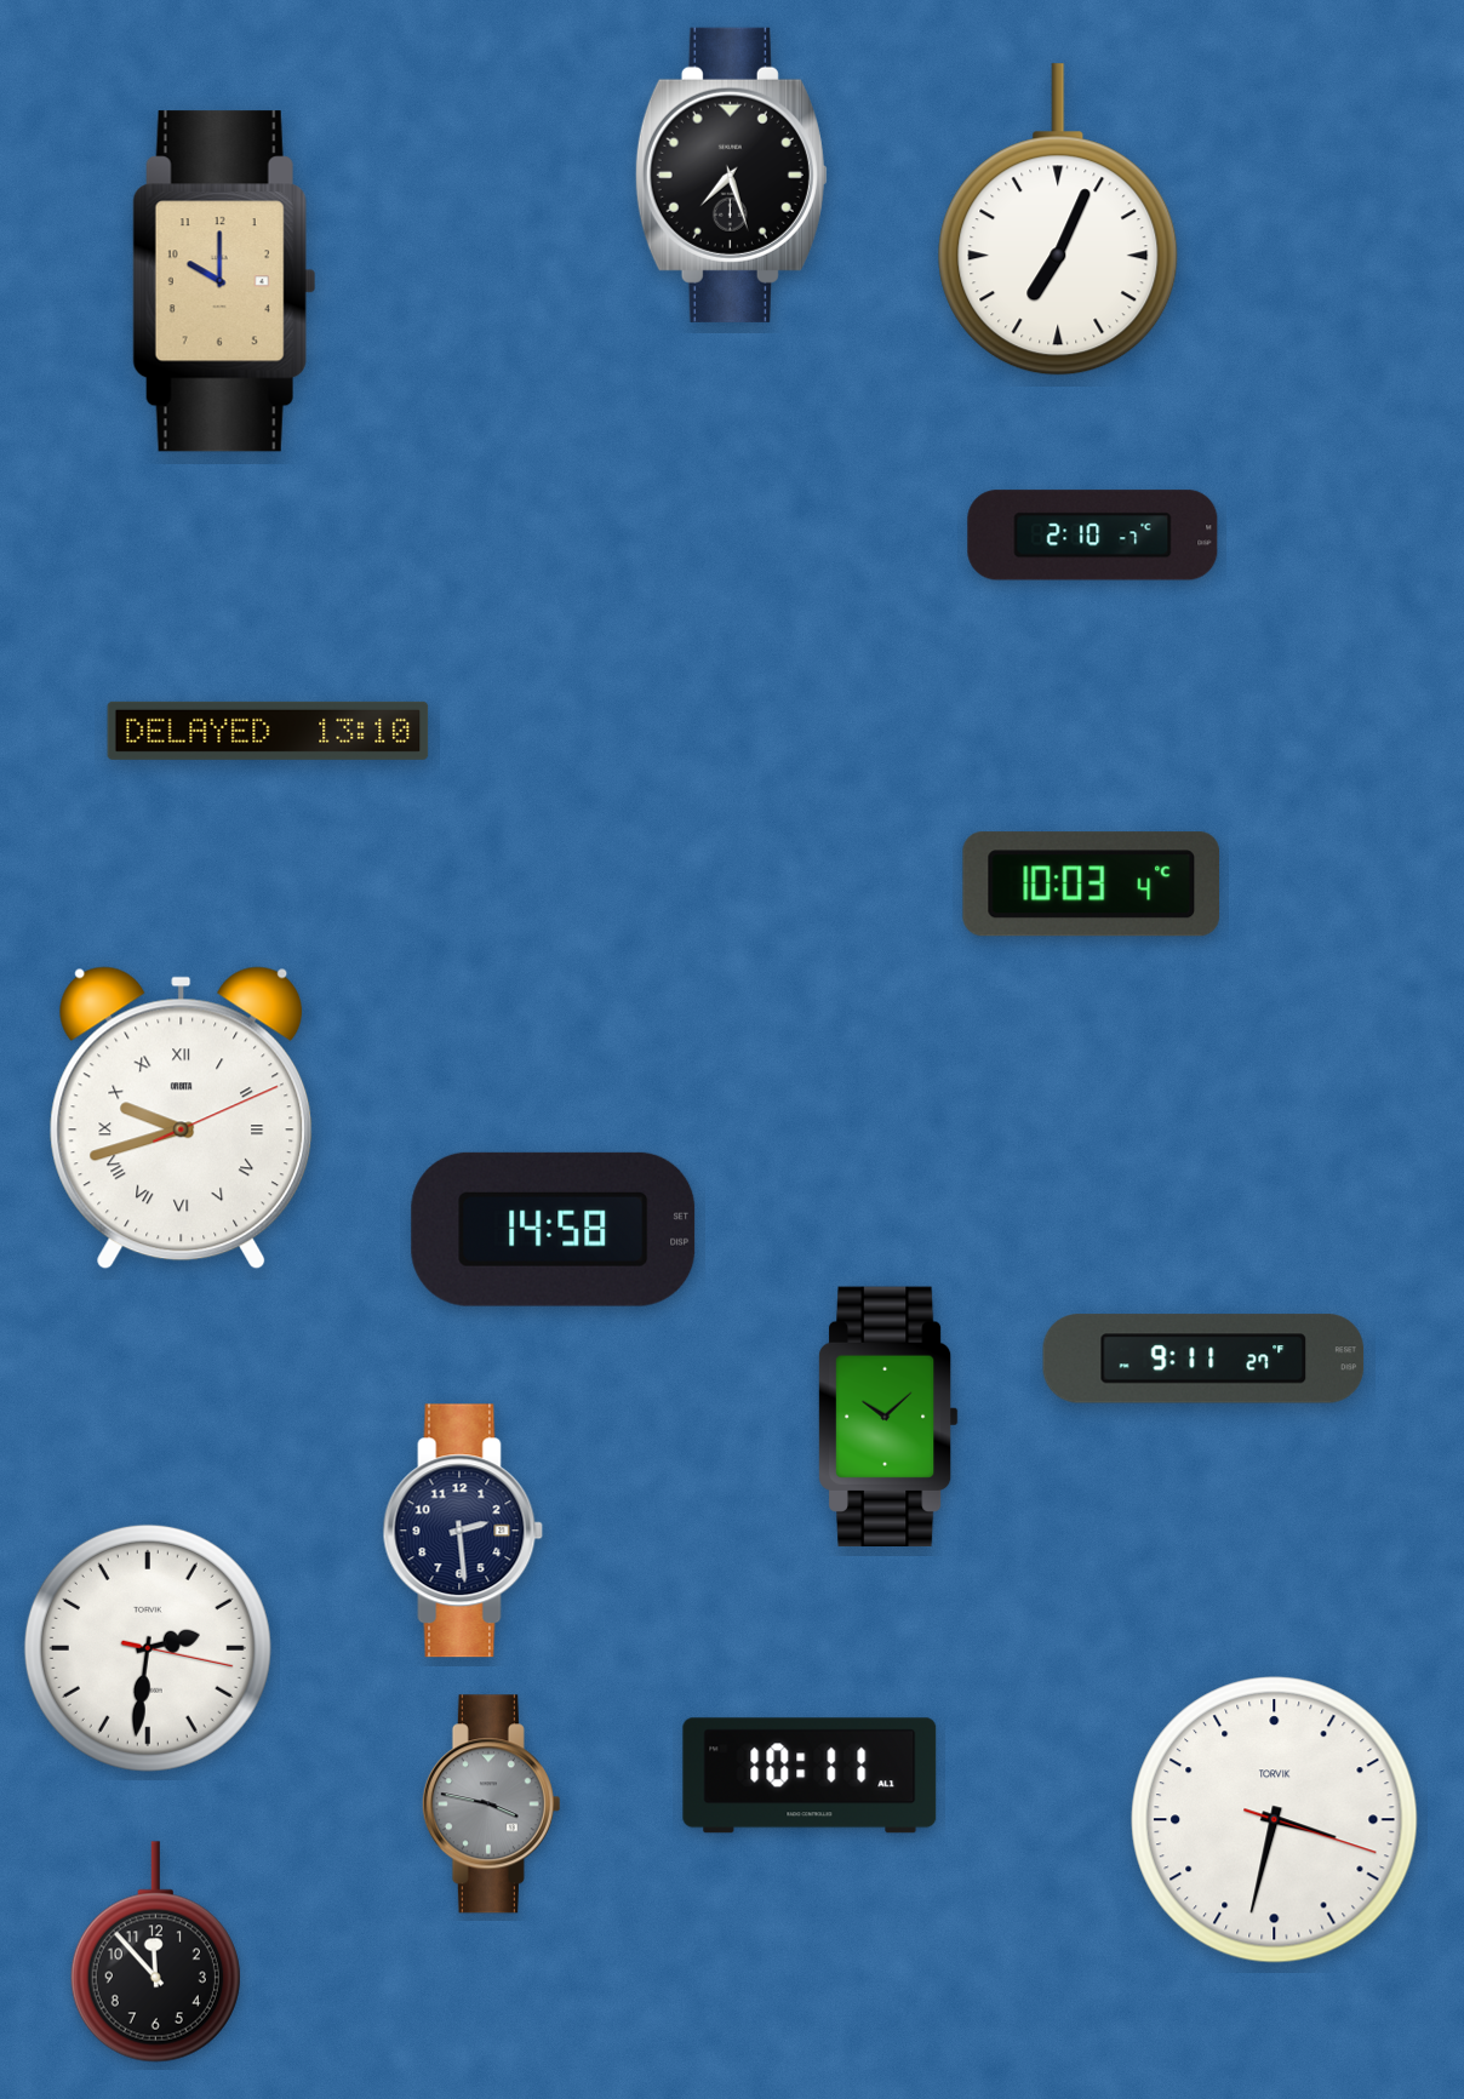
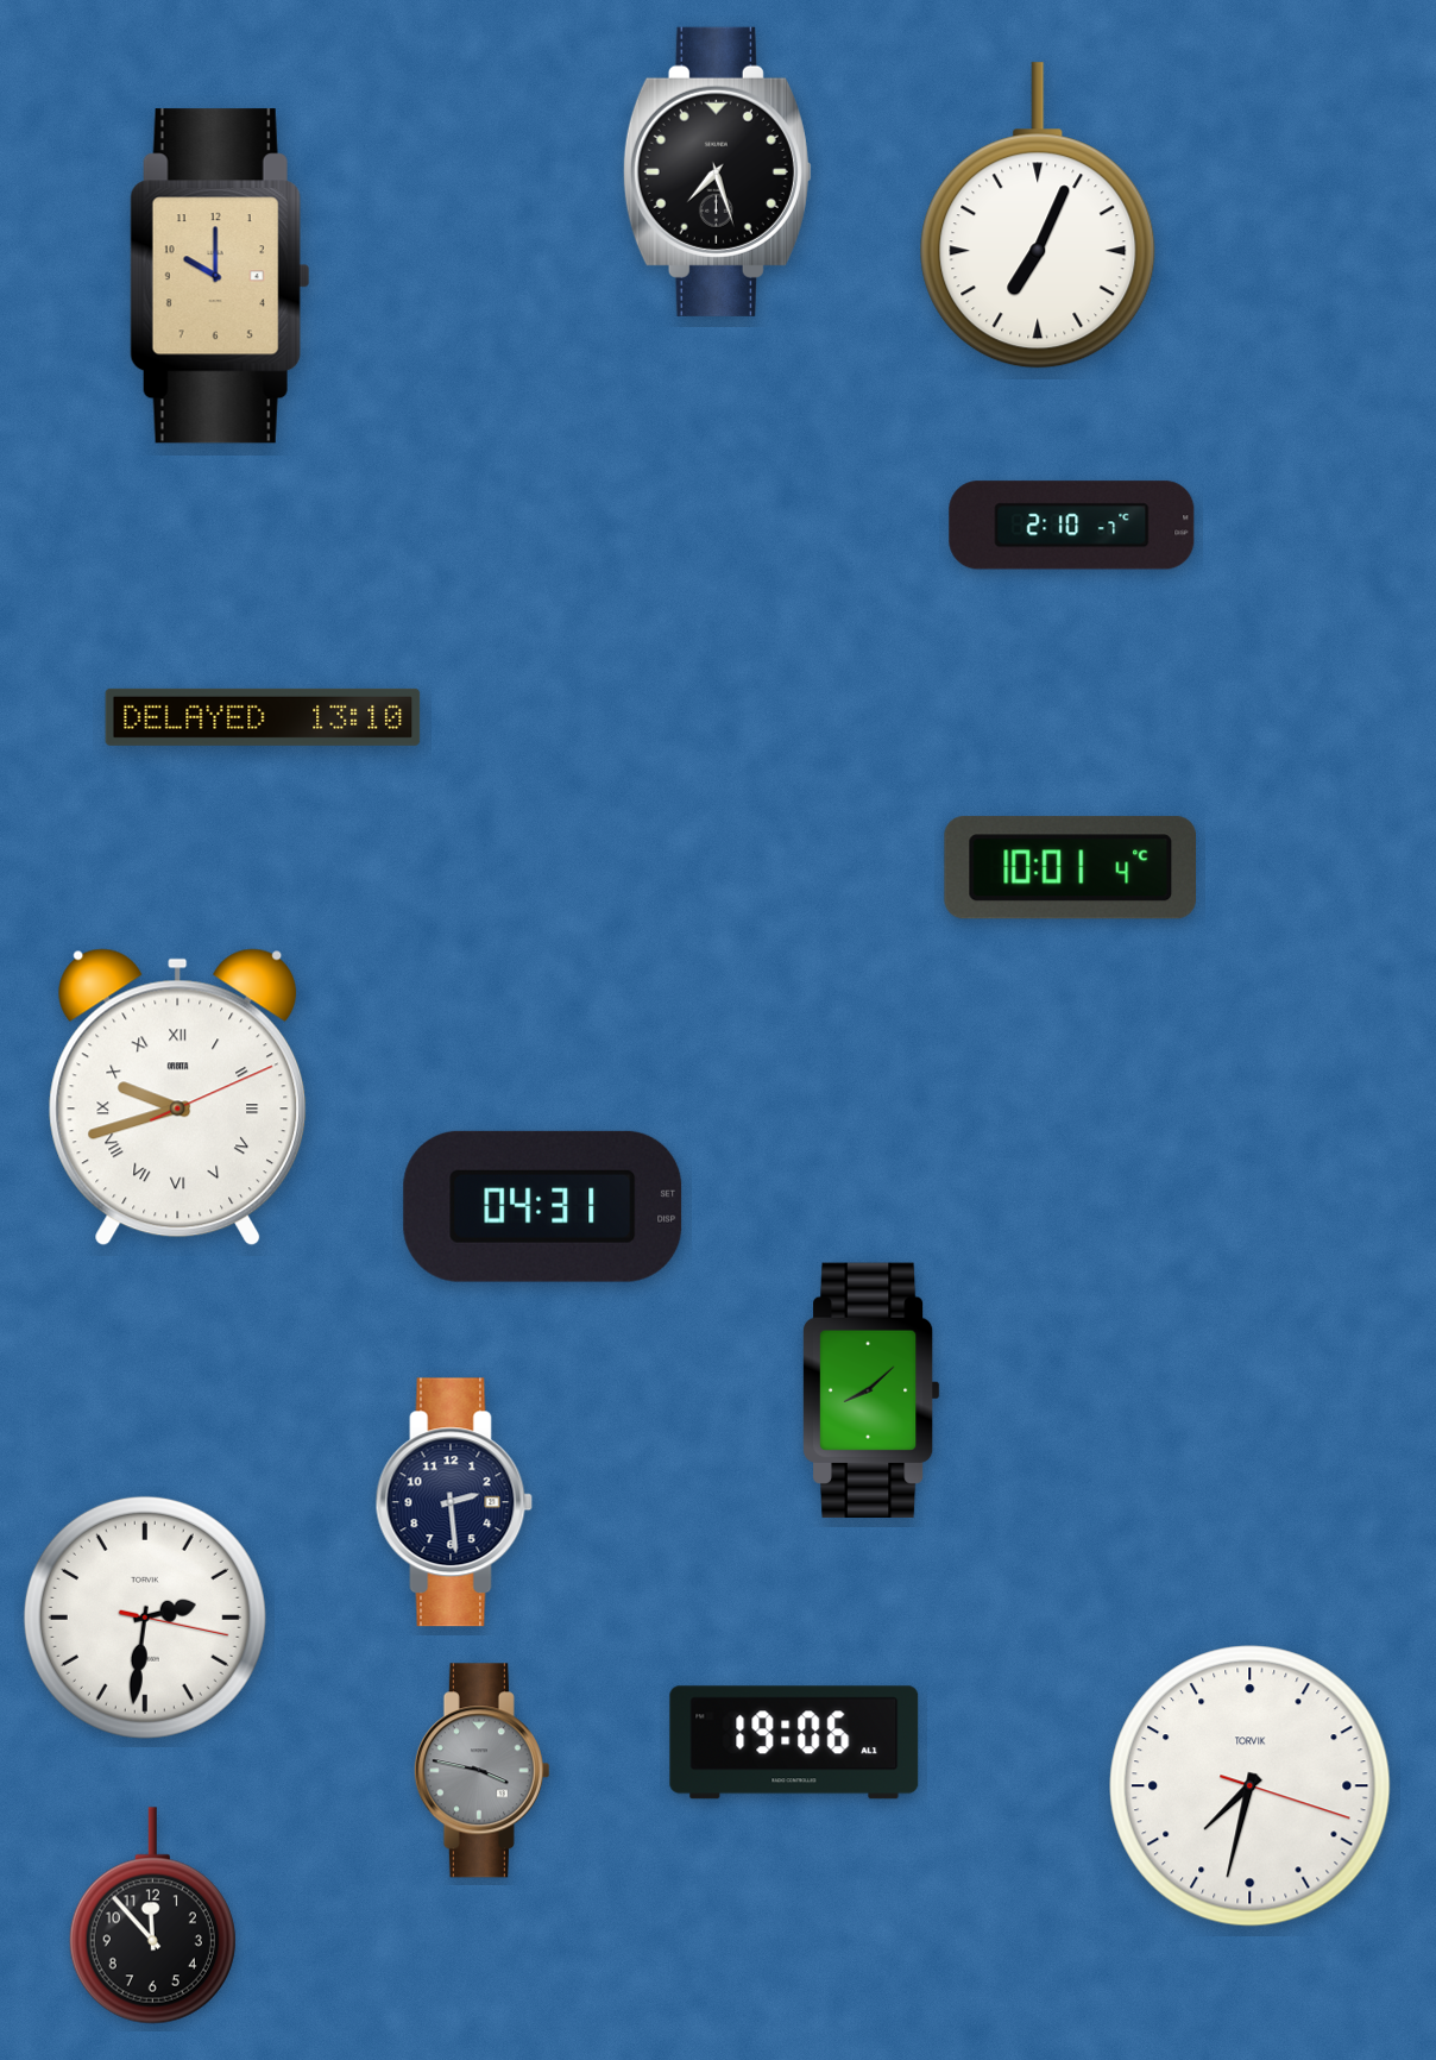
clock at (1091, 885): 10:03 -> 10:01
clock at (554, 1229): 14:58 -> 04:31
clock at (1203, 1359): 9:11 -> none
clock at (888, 1415): 10:08 -> 8:08
clock at (810, 1775): 10:11 -> 19:06
clock at (1275, 1820): 3:32 -> 7:32
